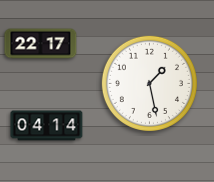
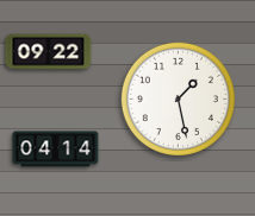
clock at (41, 44): 22:17 -> 09:22
